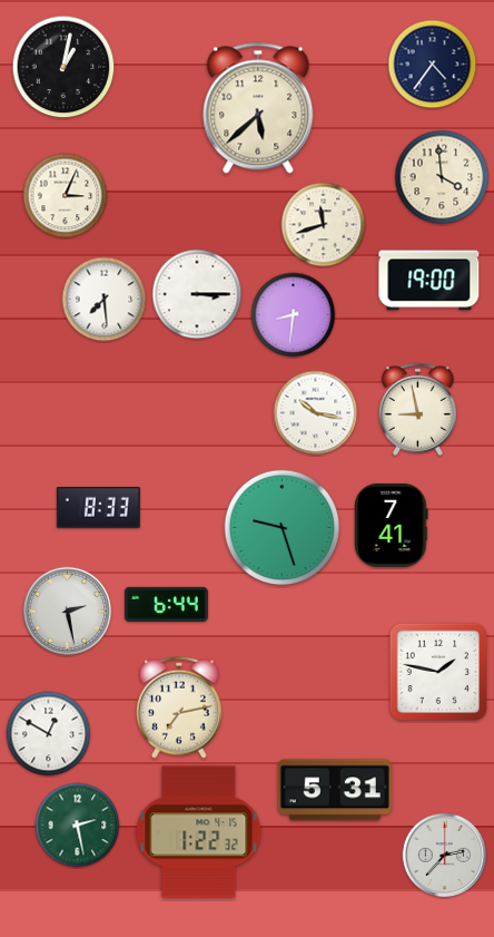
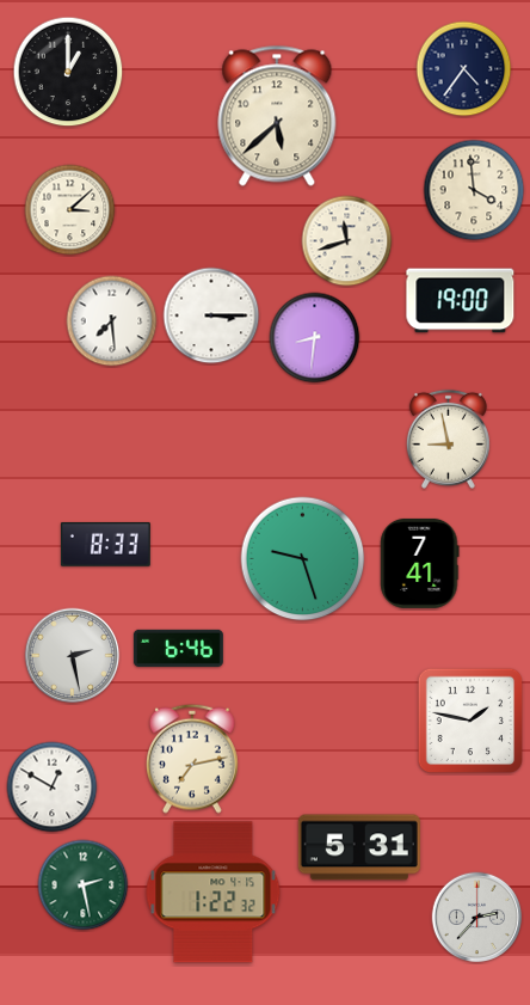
clock at (63, 67): 1:02 -> 1:00
clock at (66, 196): 3:04 -> 3:08
clock at (316, 413): 10:17 -> none
clock at (283, 528) position: (283, 528) -> (303, 559)
clock at (166, 604): 6:44 -> 6:46
